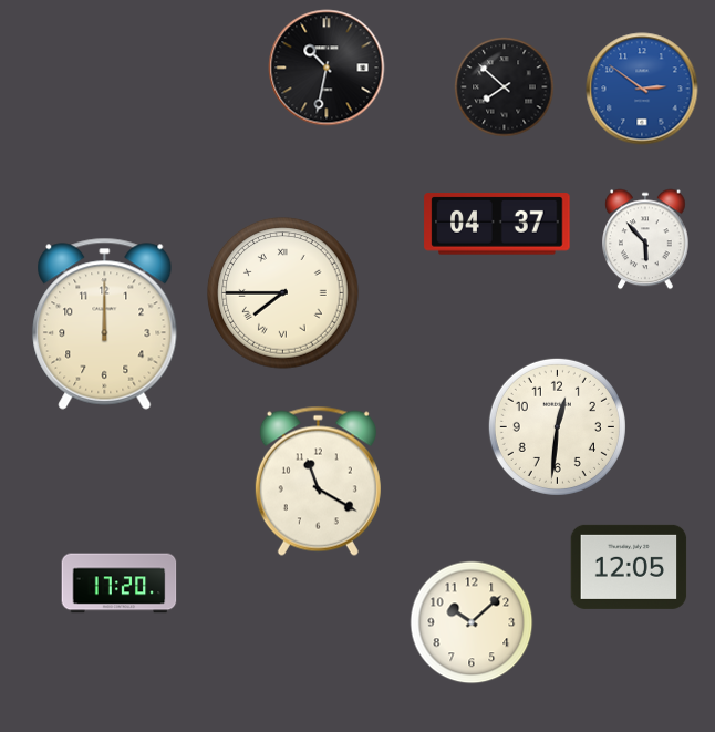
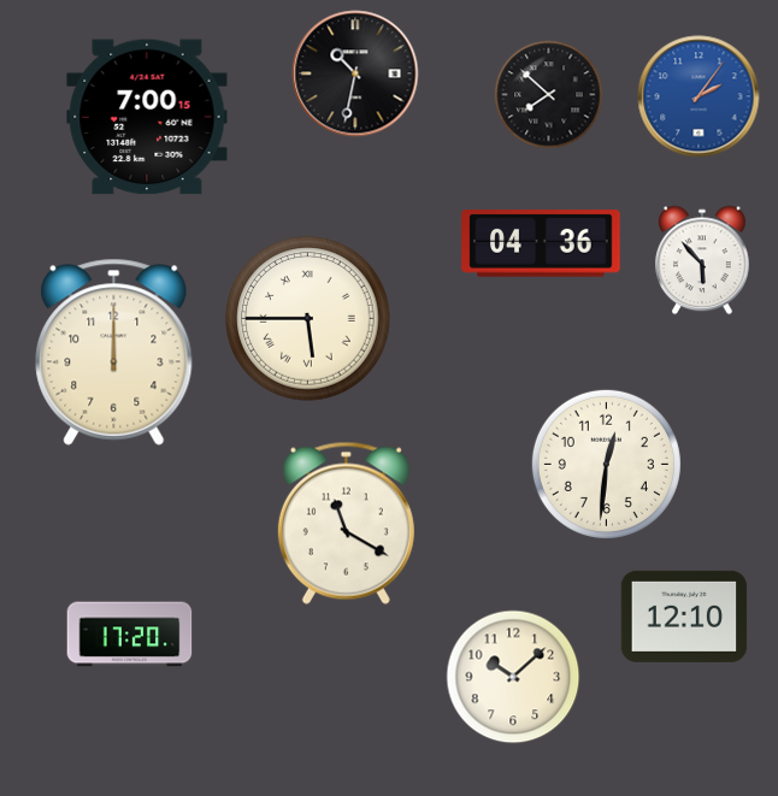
clock at (642, 89): 2:51 -> 2:06
clock at (147, 117): none -> 7:00
clock at (497, 224): 04:37 -> 04:36
clock at (283, 293): 7:45 -> 5:45
clock at (629, 567): 12:05 -> 12:10
